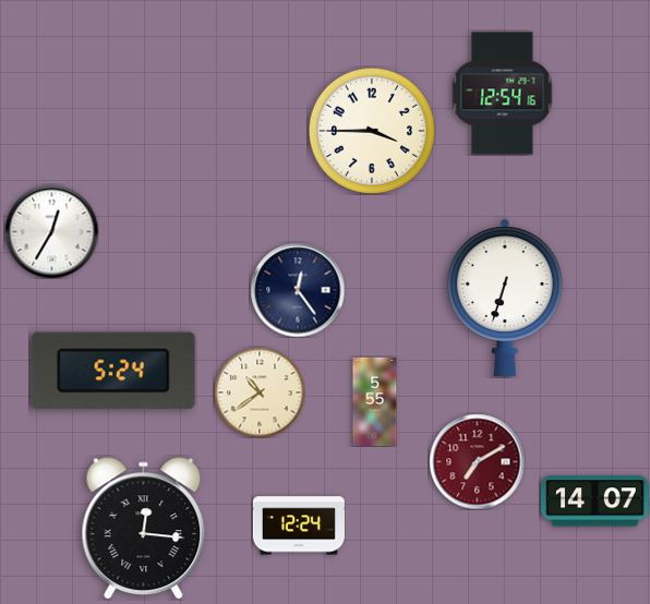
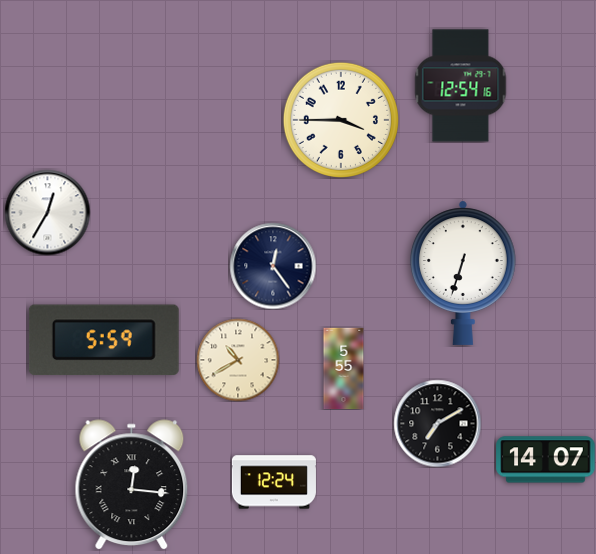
clock at (113, 371): 5:24 -> 5:59
clock at (260, 392): 10:39 -> 10:40
clock at (477, 461) dial: burgundy -> black
